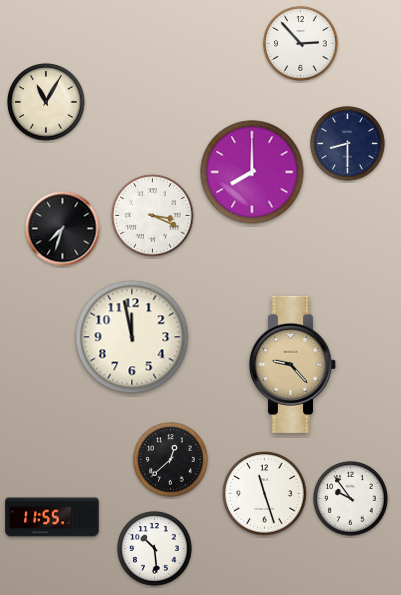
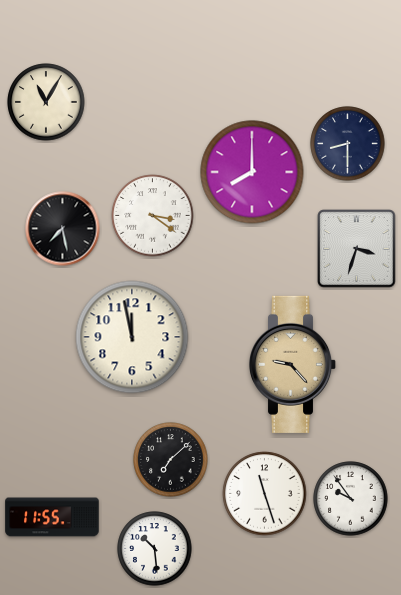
clock at (301, 44): 2:53 -> none
clock at (153, 216): 3:19 -> 3:21
clock at (63, 229): 7:33 -> 7:28
clock at (357, 249): none -> 3:33
clock at (171, 460): 12:38 -> 7:08
